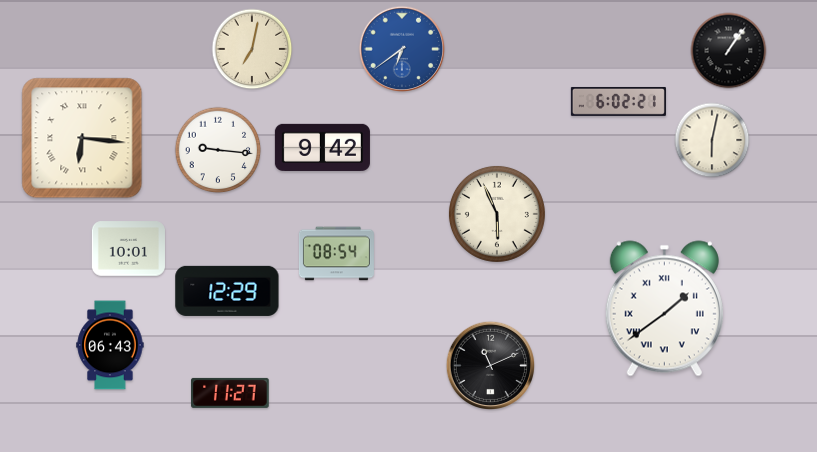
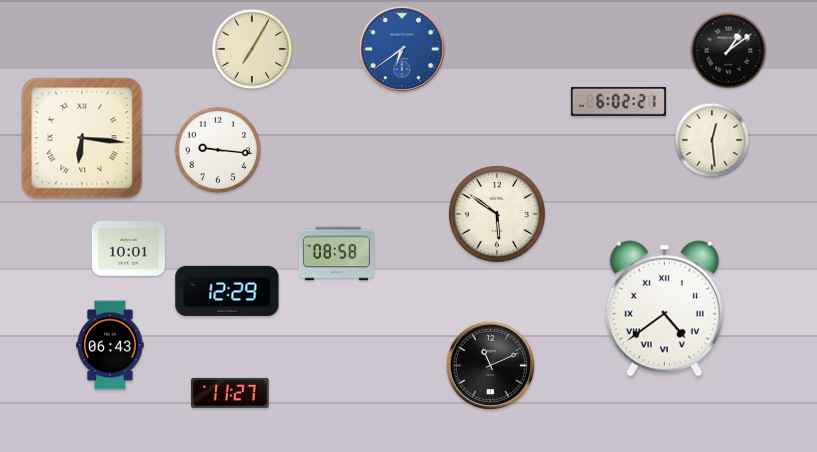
clock at (252, 49): 7:02 -> 7:05
clock at (729, 51): 1:06 -> 1:09
clock at (712, 140): 6:02 -> 12:29
clock at (322, 147): 9:42 -> none
clock at (497, 214): 5:56 -> 5:51
clock at (336, 254): 08:54 -> 08:58
clock at (664, 309): 1:39 -> 4:39
